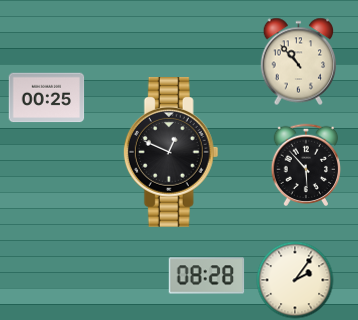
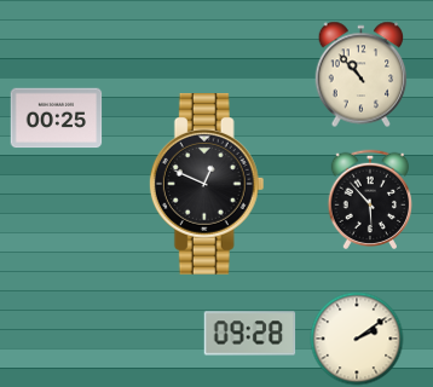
clock at (207, 276): 08:28 -> 09:28
clock at (295, 280): 2:06 -> 2:09
